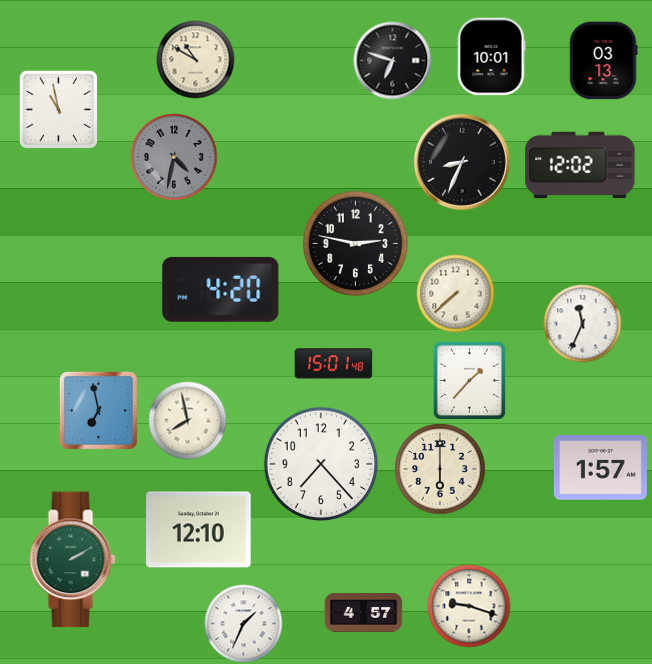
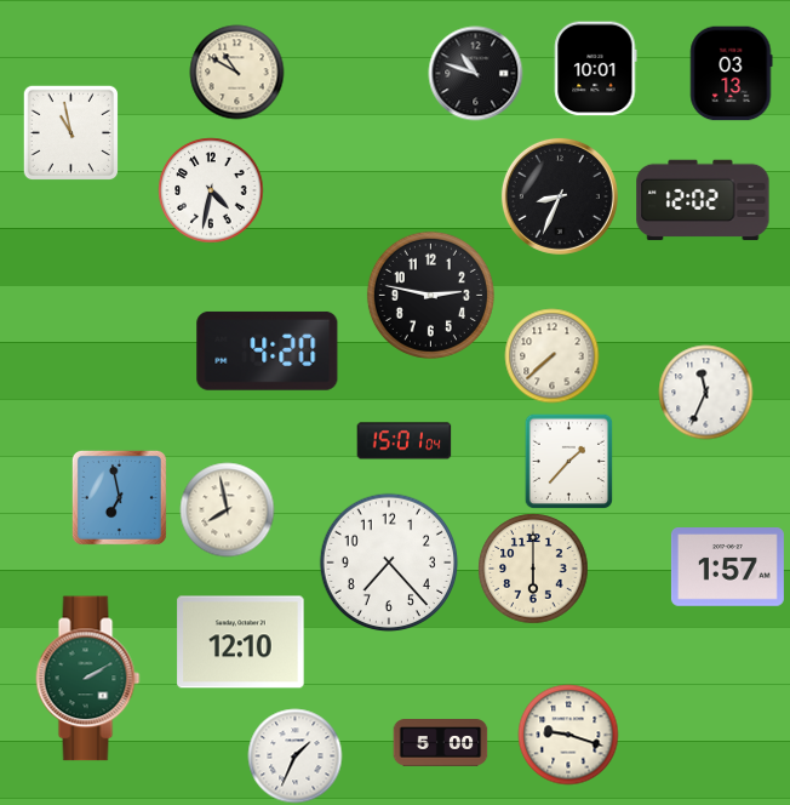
clock at (392, 60): 6:48 -> 10:48
clock at (174, 157) dial: grey -> white
clock at (333, 364): 15:01:48 -> 15:01:04
clock at (363, 613): 4:57 -> 5:00
